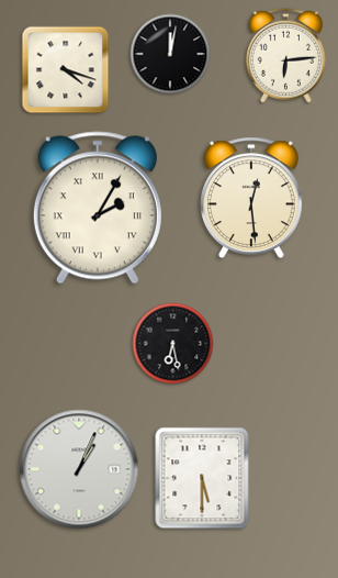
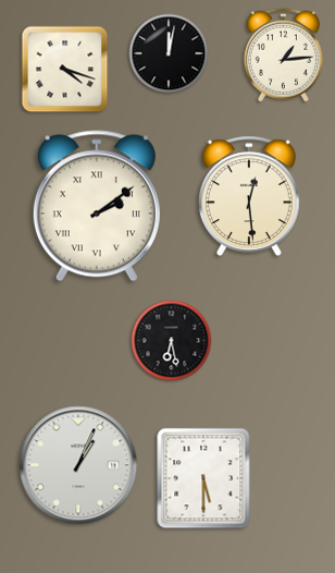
clock at (285, 55): 6:14 -> 1:14
clock at (98, 208): 2:05 -> 2:09
clock at (202, 478) position: (202, 478) -> (203, 478)
